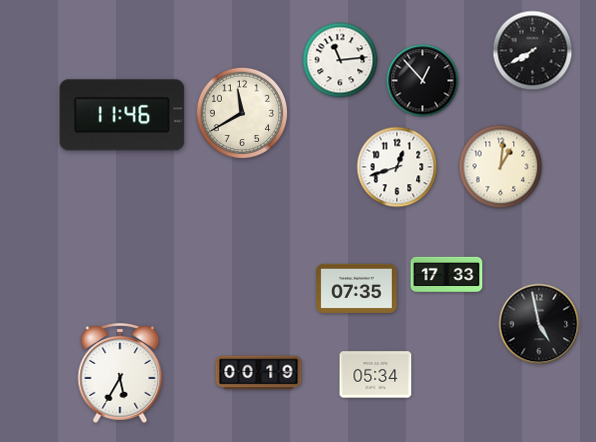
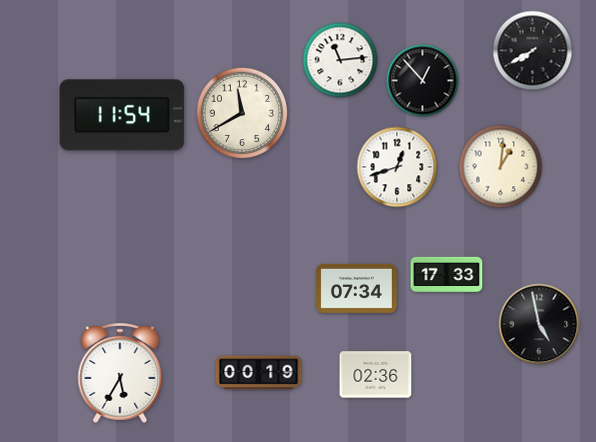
clock at (122, 115): 11:46 -> 11:54
clock at (357, 288): 07:35 -> 07:34
clock at (376, 375): 05:34 -> 02:36
